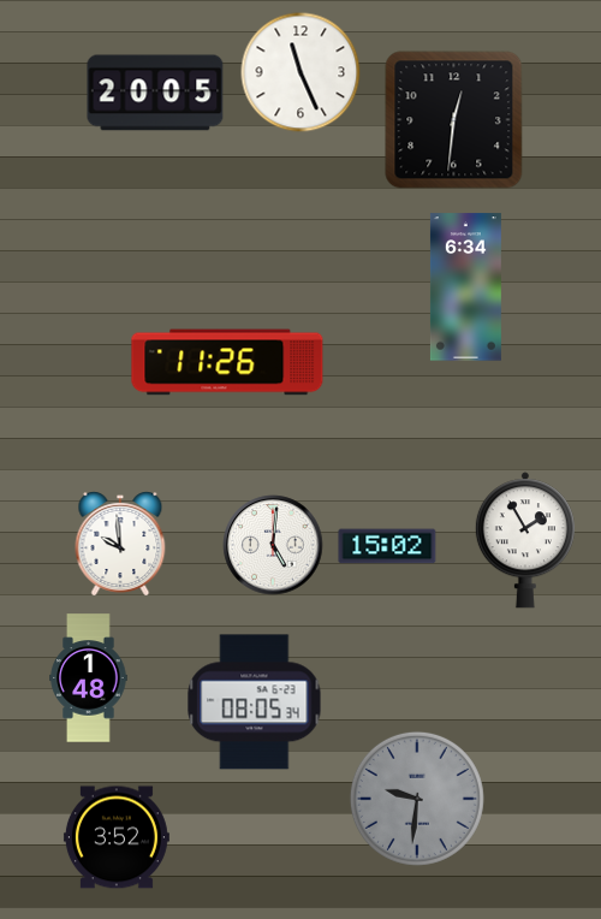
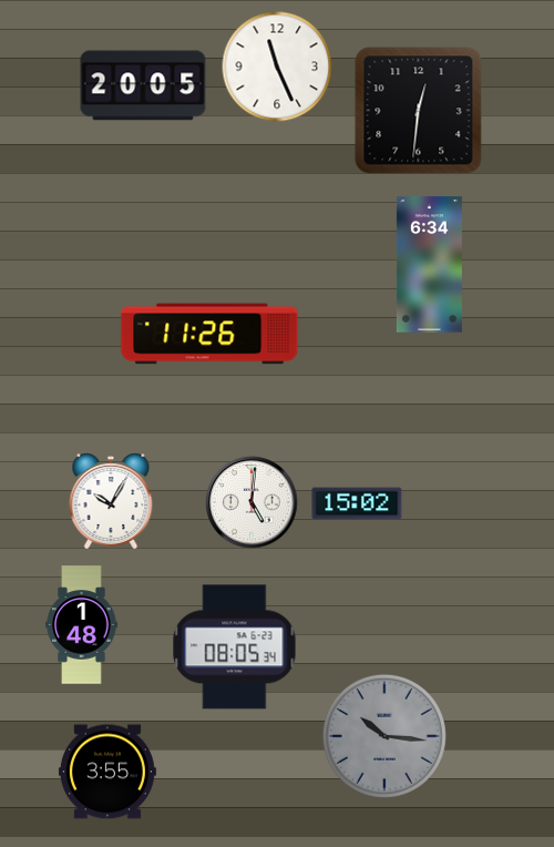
clock at (525, 540): 1:55 -> none
clock at (120, 544): 9:59 -> 10:05
clock at (417, 799): 9:31 -> 10:16
clock at (117, 837): 3:52 -> 3:55
